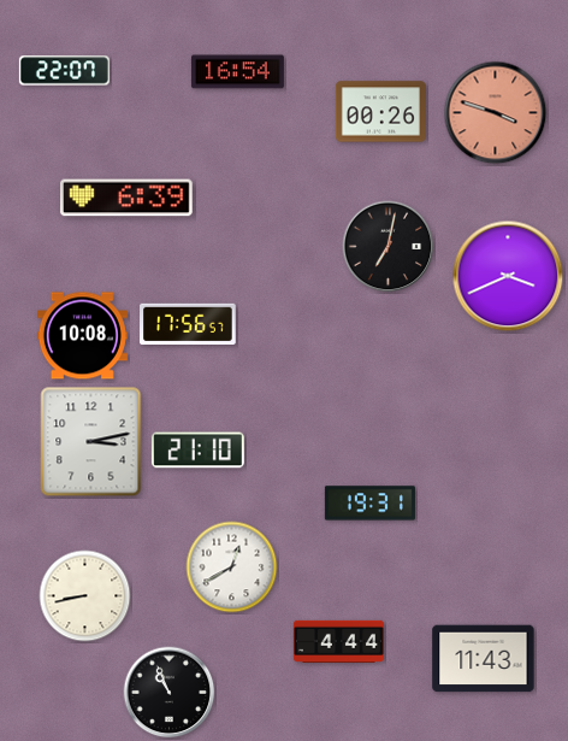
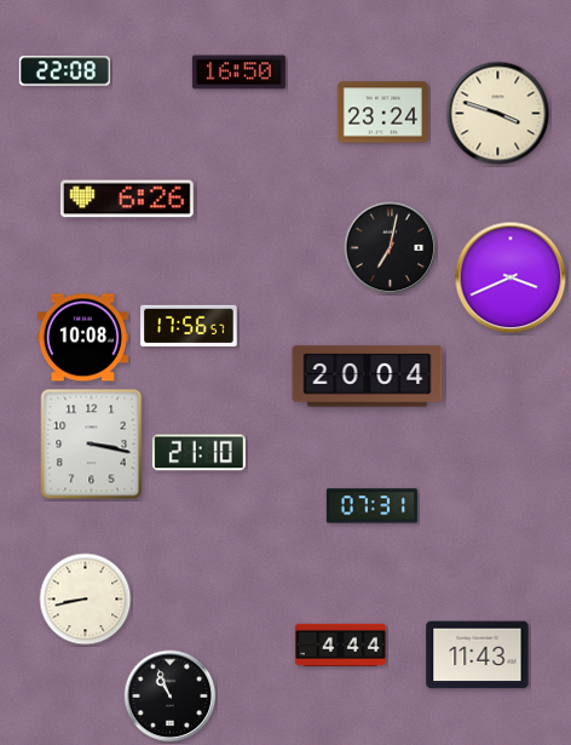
clock at (64, 71): 22:07 -> 22:08
clock at (237, 72): 16:54 -> 16:50
clock at (380, 112): 00:26 -> 23:24
clock at (496, 113) dial: salmon -> cream
clock at (128, 198): 6:39 -> 6:26
clock at (368, 377): none -> 20:04
clock at (91, 442): 3:13 -> 3:17
clock at (369, 504): 19:31 -> 07:31
clock at (232, 567): 12:40 -> none
clock at (484, 659) position: (484, 659) -> (478, 655)
